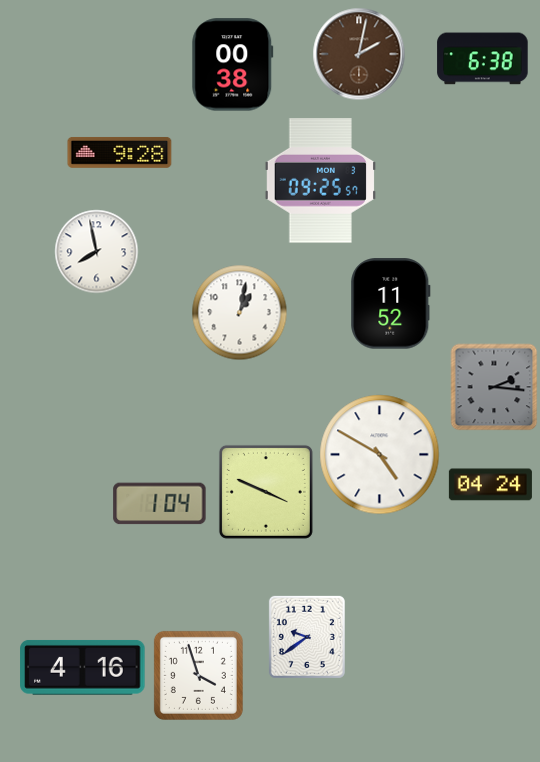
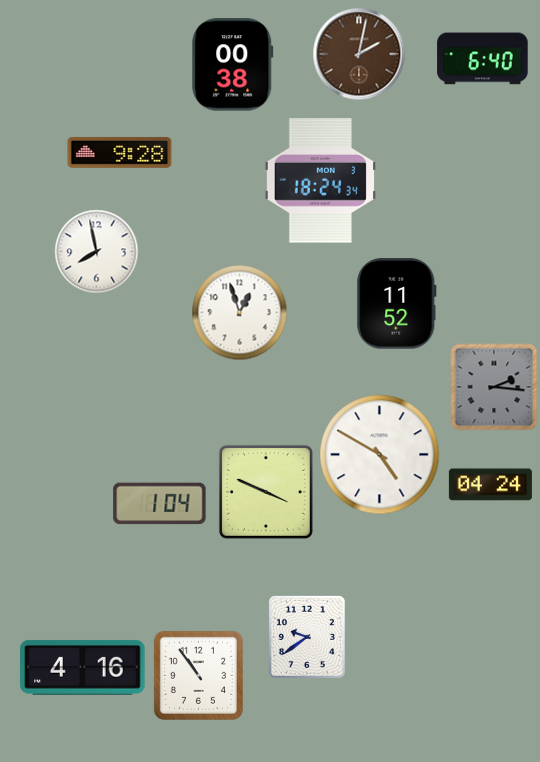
clock at (483, 59): 6:38 -> 6:40
clock at (320, 181): 09:25 -> 18:24
clock at (391, 304) position: (391, 304) -> (397, 304)
clock at (240, 313): 1:02 -> 12:57
clock at (198, 675): 3:57 -> 10:54
